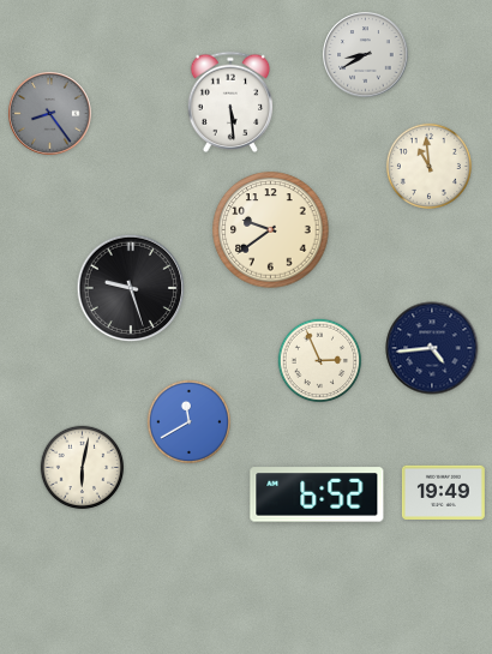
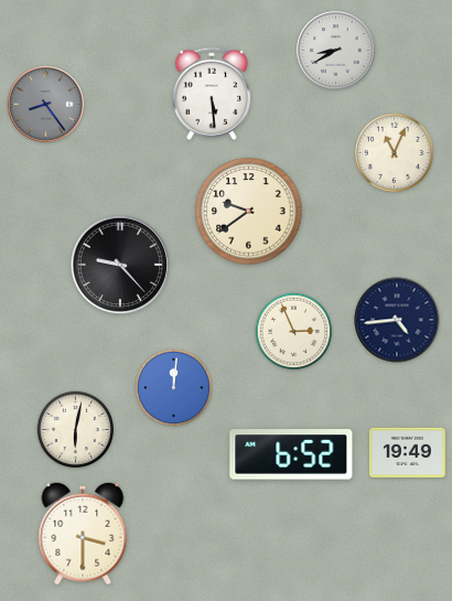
clock at (428, 166): 10:59 -> 11:04
clock at (131, 288): 9:27 -> 9:23
clock at (190, 422): 11:40 -> 12:01
clock at (83, 534): none -> 3:30
